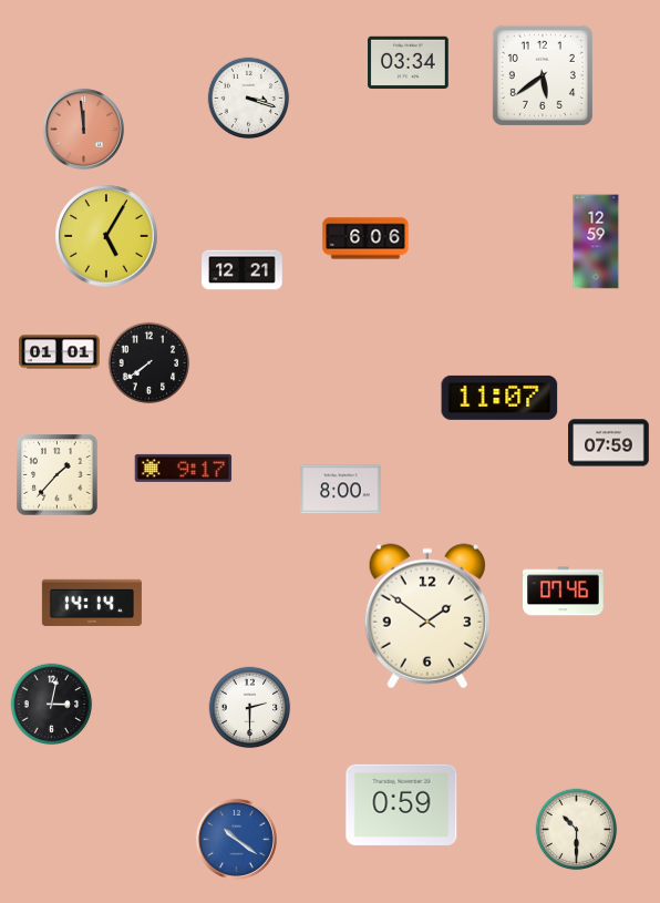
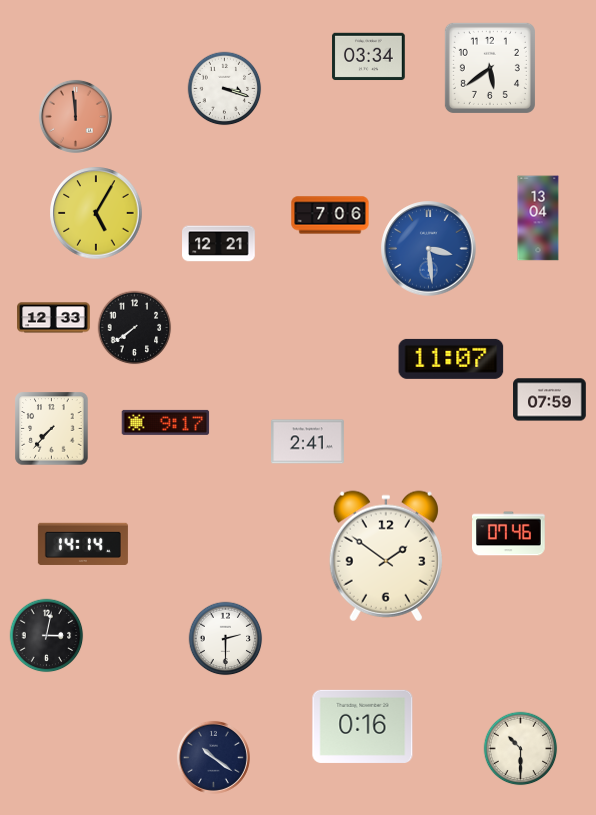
clock at (365, 238): 6:06 -> 7:06
clock at (596, 242): 12:59 -> 13:04
clock at (429, 249): none -> 3:29
clock at (60, 352): 01:01 -> 12:33
clock at (58, 475): 1:37 -> 7:37
clock at (341, 490): 8:00 -> 2:41
clock at (402, 804): 0:59 -> 0:16
clock at (236, 839) dial: blue -> navy
